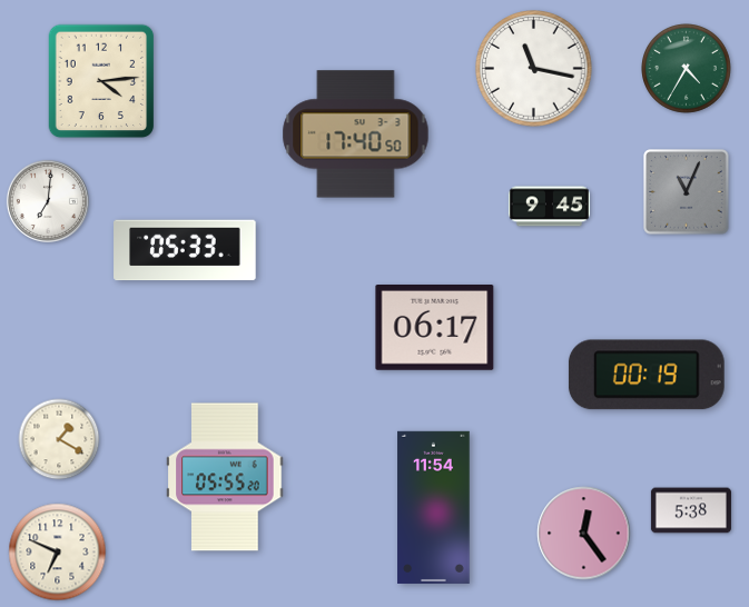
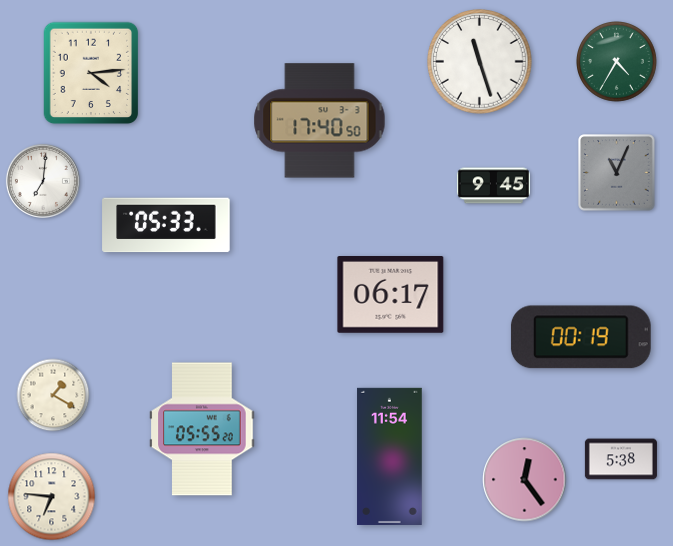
clock at (534, 69): 11:17 -> 11:27
clock at (58, 553): 6:49 -> 6:46
